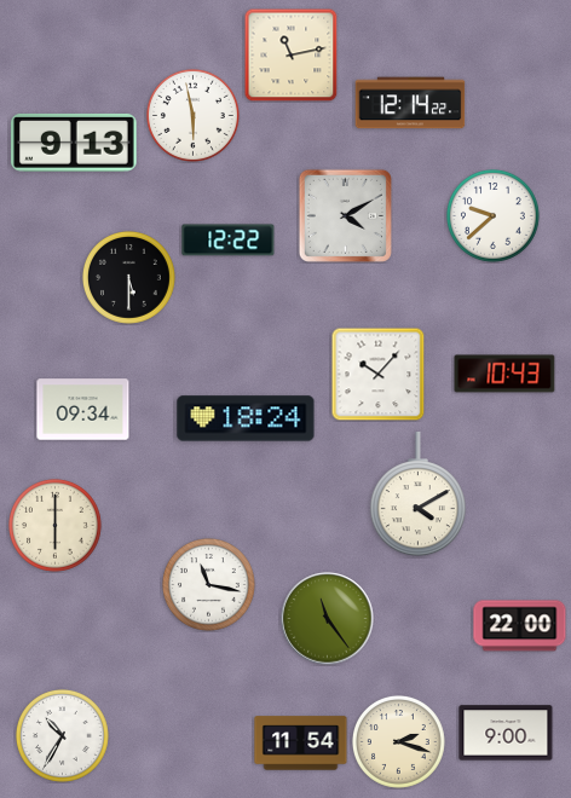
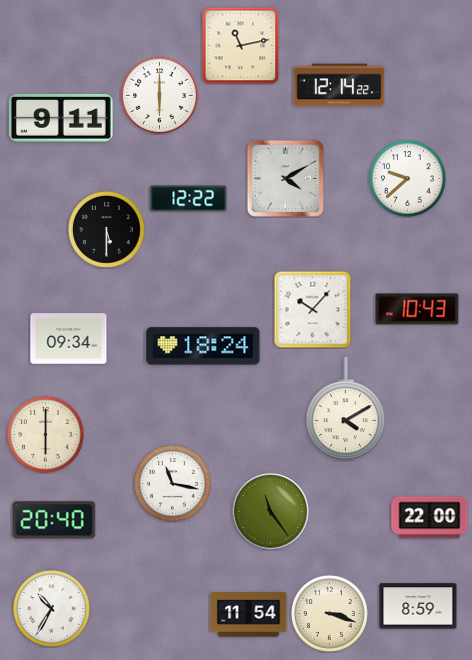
clock at (194, 116): 5:58 -> 6:00
clock at (75, 143): 9:13 -> 9:11
clock at (54, 520): none -> 20:40
clock at (506, 733): 9:00 -> 8:59
clock at (399, 742): 2:18 -> 3:18
